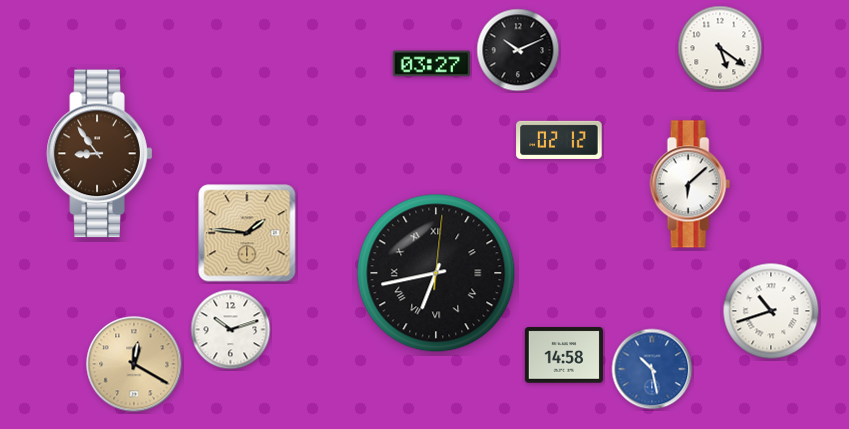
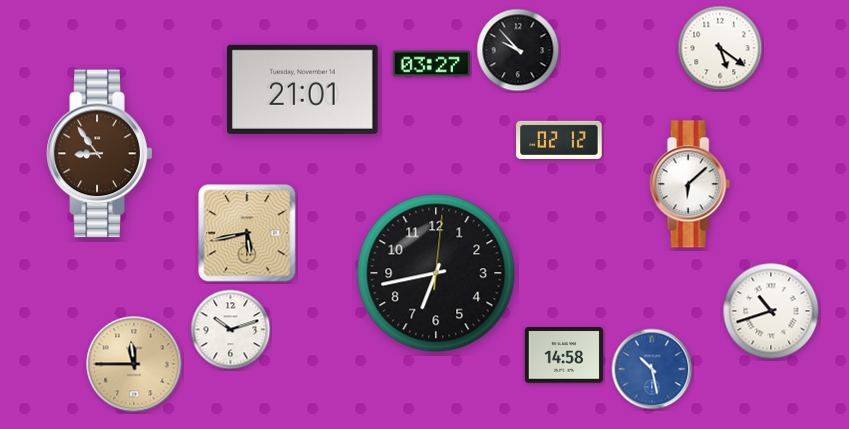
clock at (518, 50): 10:11 -> 9:53
clock at (303, 89): none -> 21:01
clock at (247, 233): 1:46 -> 5:43
clock at (436, 273) numerals: Roman -> Arabic
clock at (134, 364): 12:20 -> 11:45
